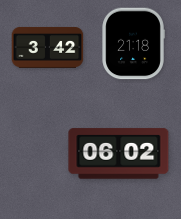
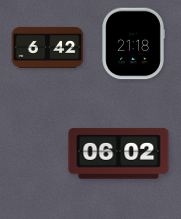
clock at (48, 47): 3:42 -> 6:42
